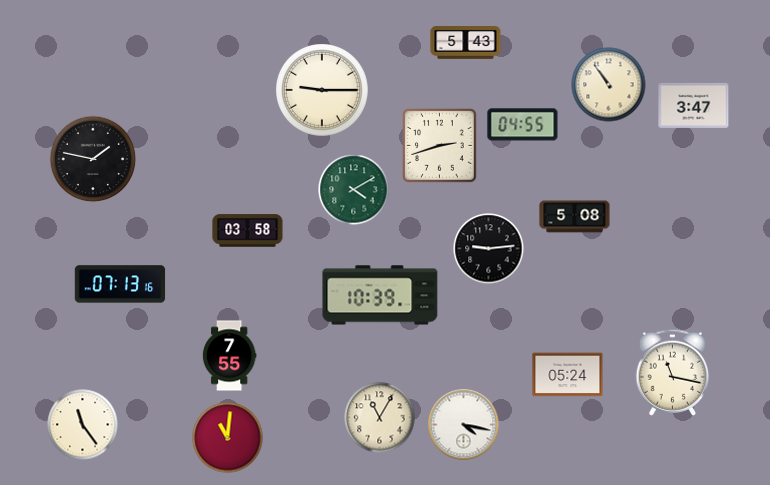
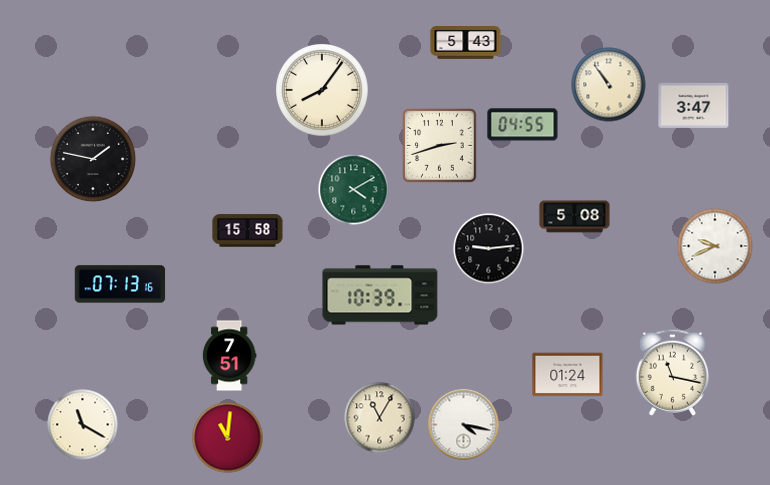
clock at (322, 90): 9:15 -> 8:06
clock at (248, 231): 03:58 -> 15:58
clock at (715, 246): none -> 9:41
clock at (229, 356): 7:55 -> 7:51
clock at (568, 375): 05:24 -> 01:24
clock at (83, 425): 11:24 -> 11:20
